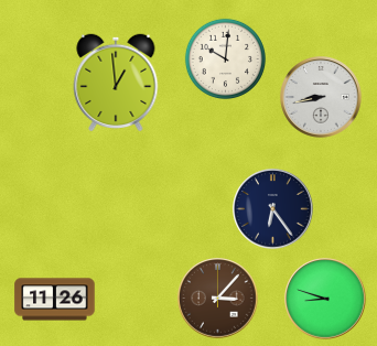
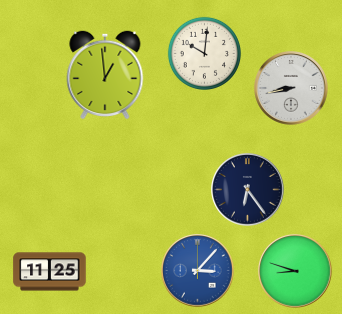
clock at (218, 299) dial: brown -> blue
clock at (55, 300): 11:26 -> 11:25
